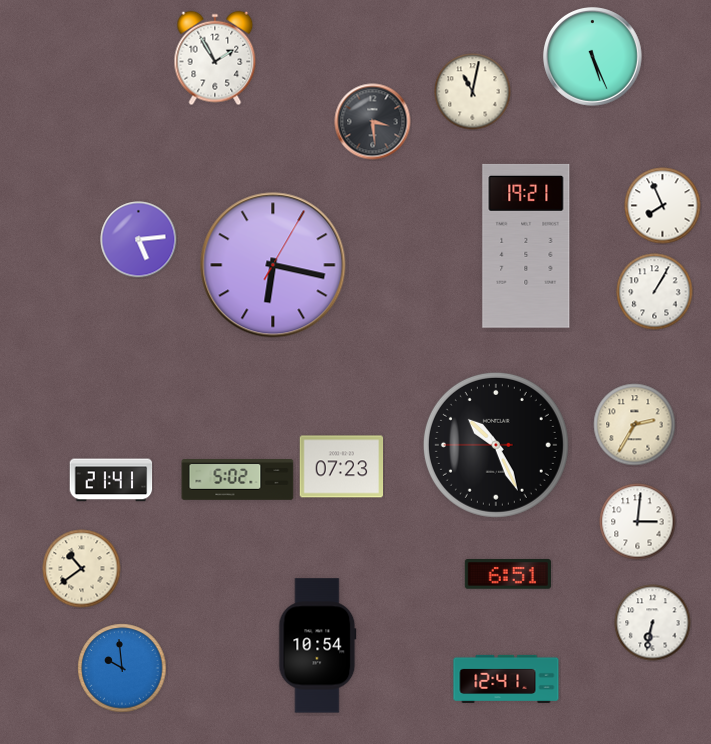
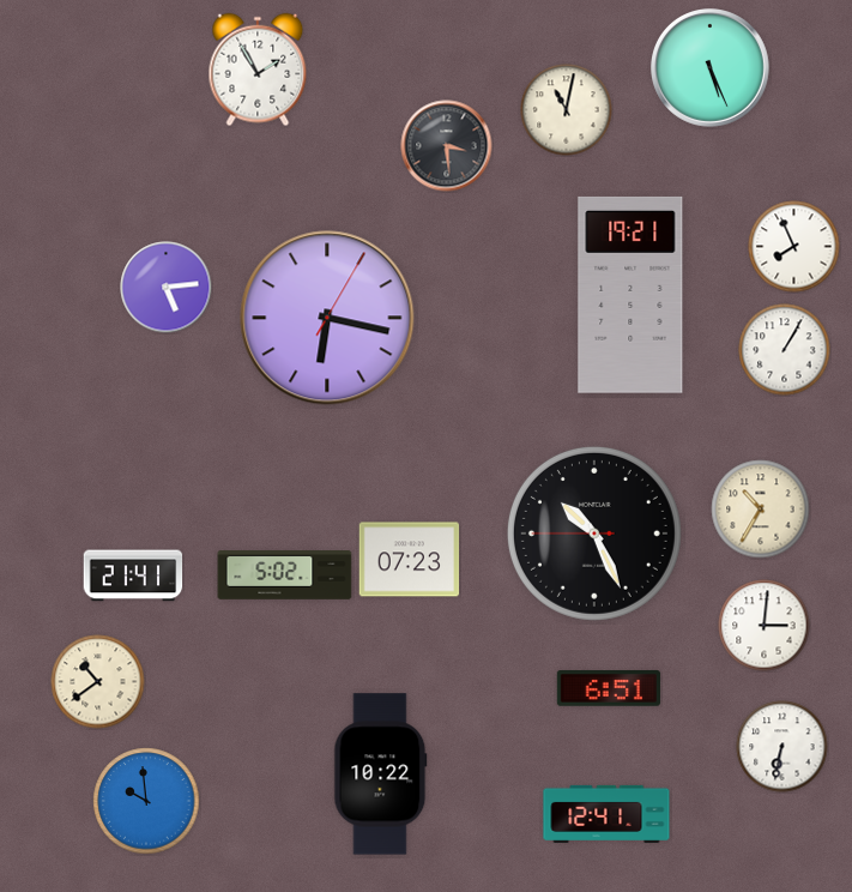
clock at (635, 425): 2:35 -> 10:35
clock at (318, 646): 10:54 -> 10:22
